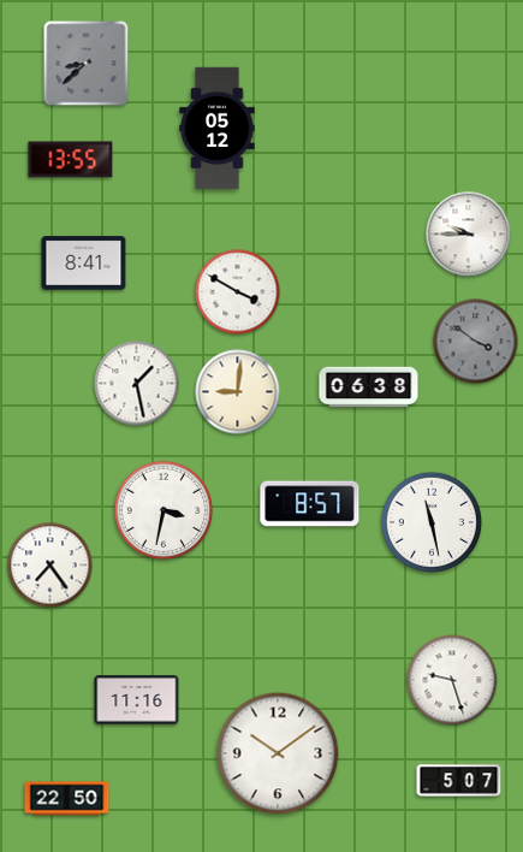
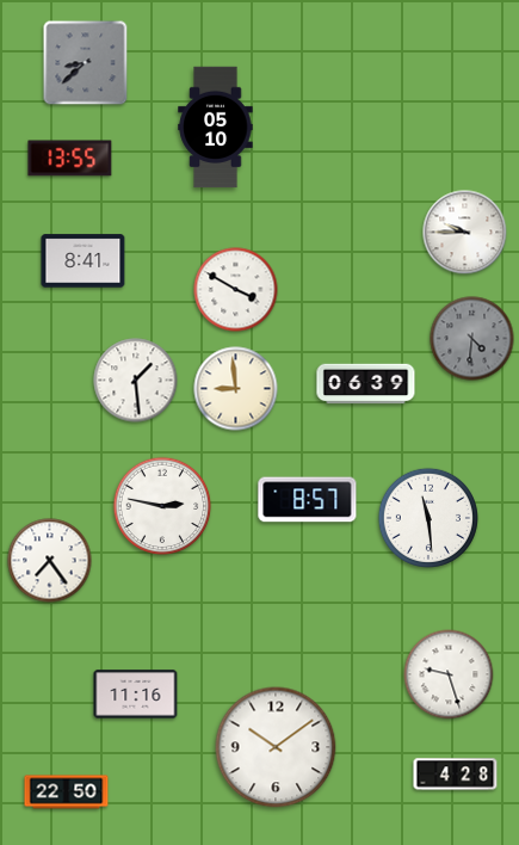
clock at (218, 129): 05:12 -> 05:10
clock at (476, 342): 3:51 -> 4:31
clock at (137, 384): 1:28 -> 1:29
clock at (369, 387): 06:38 -> 06:39
clock at (238, 392): 9:01 -> 8:59
clock at (164, 510): 3:32 -> 2:47
clock at (432, 522): 11:28 -> 11:29
clock at (459, 781): 5:07 -> 4:28
